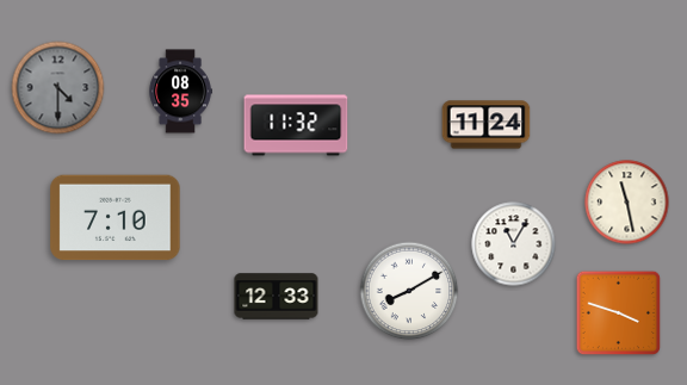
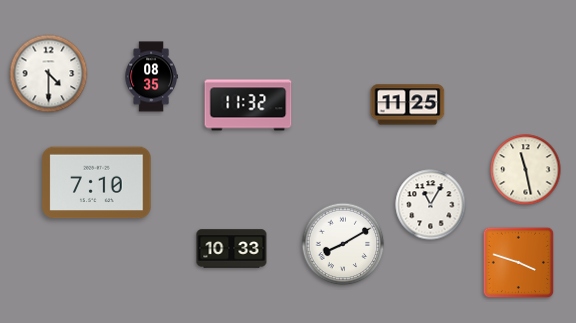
clock at (58, 88) dial: grey -> white
clock at (487, 125): 11:24 -> 11:25
clock at (277, 297): 12:33 -> 10:33
